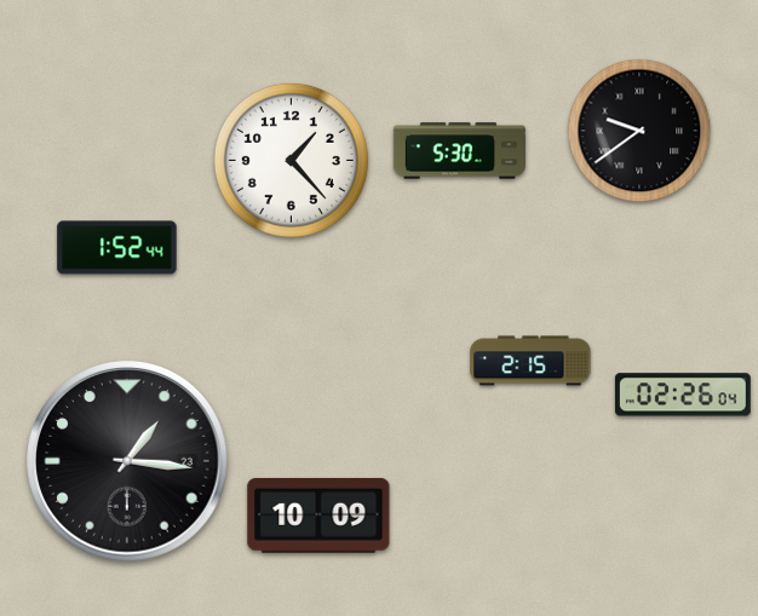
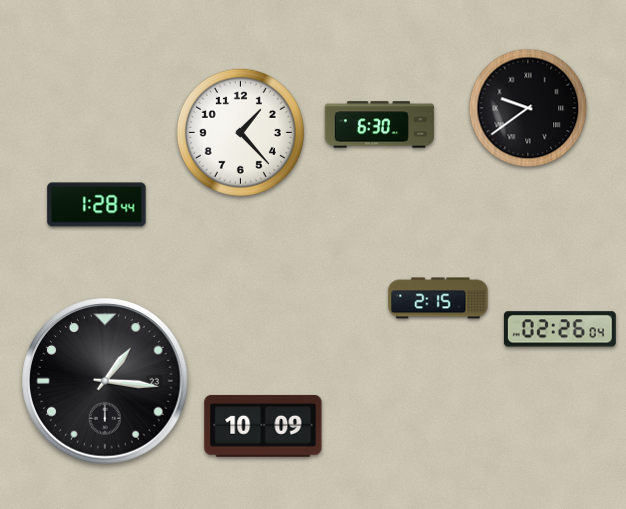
clock at (459, 151): 5:30 -> 6:30
clock at (117, 248): 1:52 -> 1:28
clock at (683, 395) position: (683, 395) -> (560, 329)
